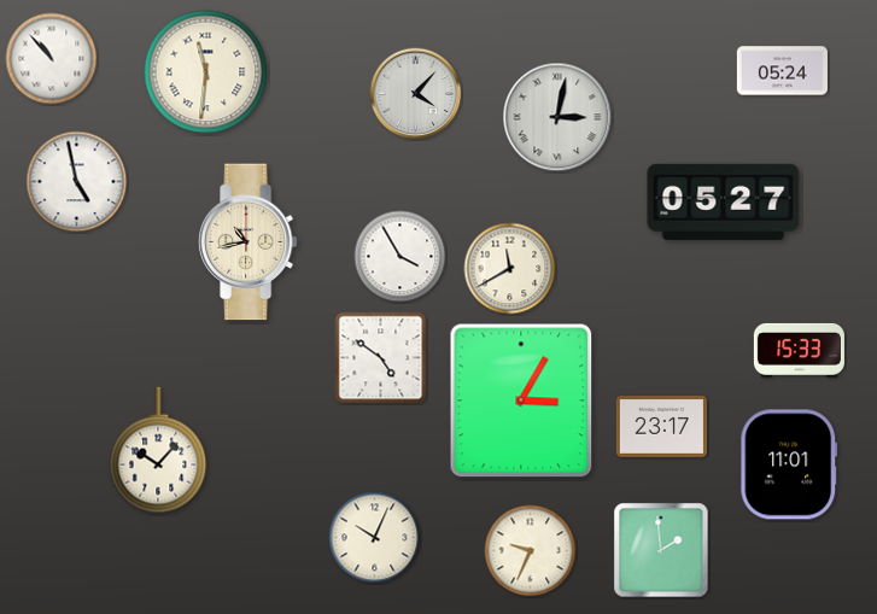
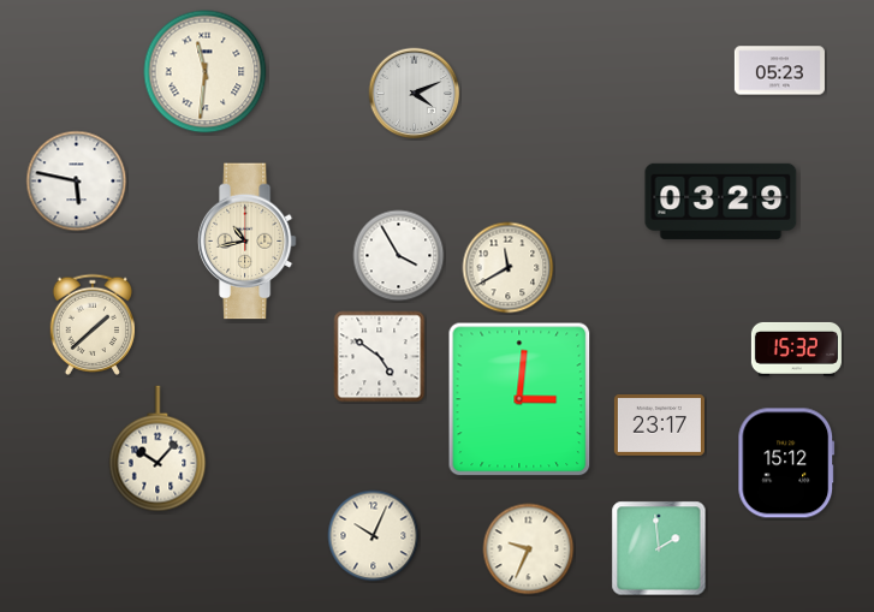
clock at (52, 59): 10:53 -> none
clock at (782, 71): 05:24 -> 05:23
clock at (416, 94): 4:07 -> 4:11
clock at (557, 117): 3:02 -> none
clock at (77, 182): 4:58 -> 5:47
clock at (724, 201): 05:27 -> 03:29
clock at (93, 325): none -> 1:38
clock at (799, 350): 15:33 -> 15:32
clock at (521, 400): 3:05 -> 3:01
clock at (789, 464): 11:01 -> 15:12
